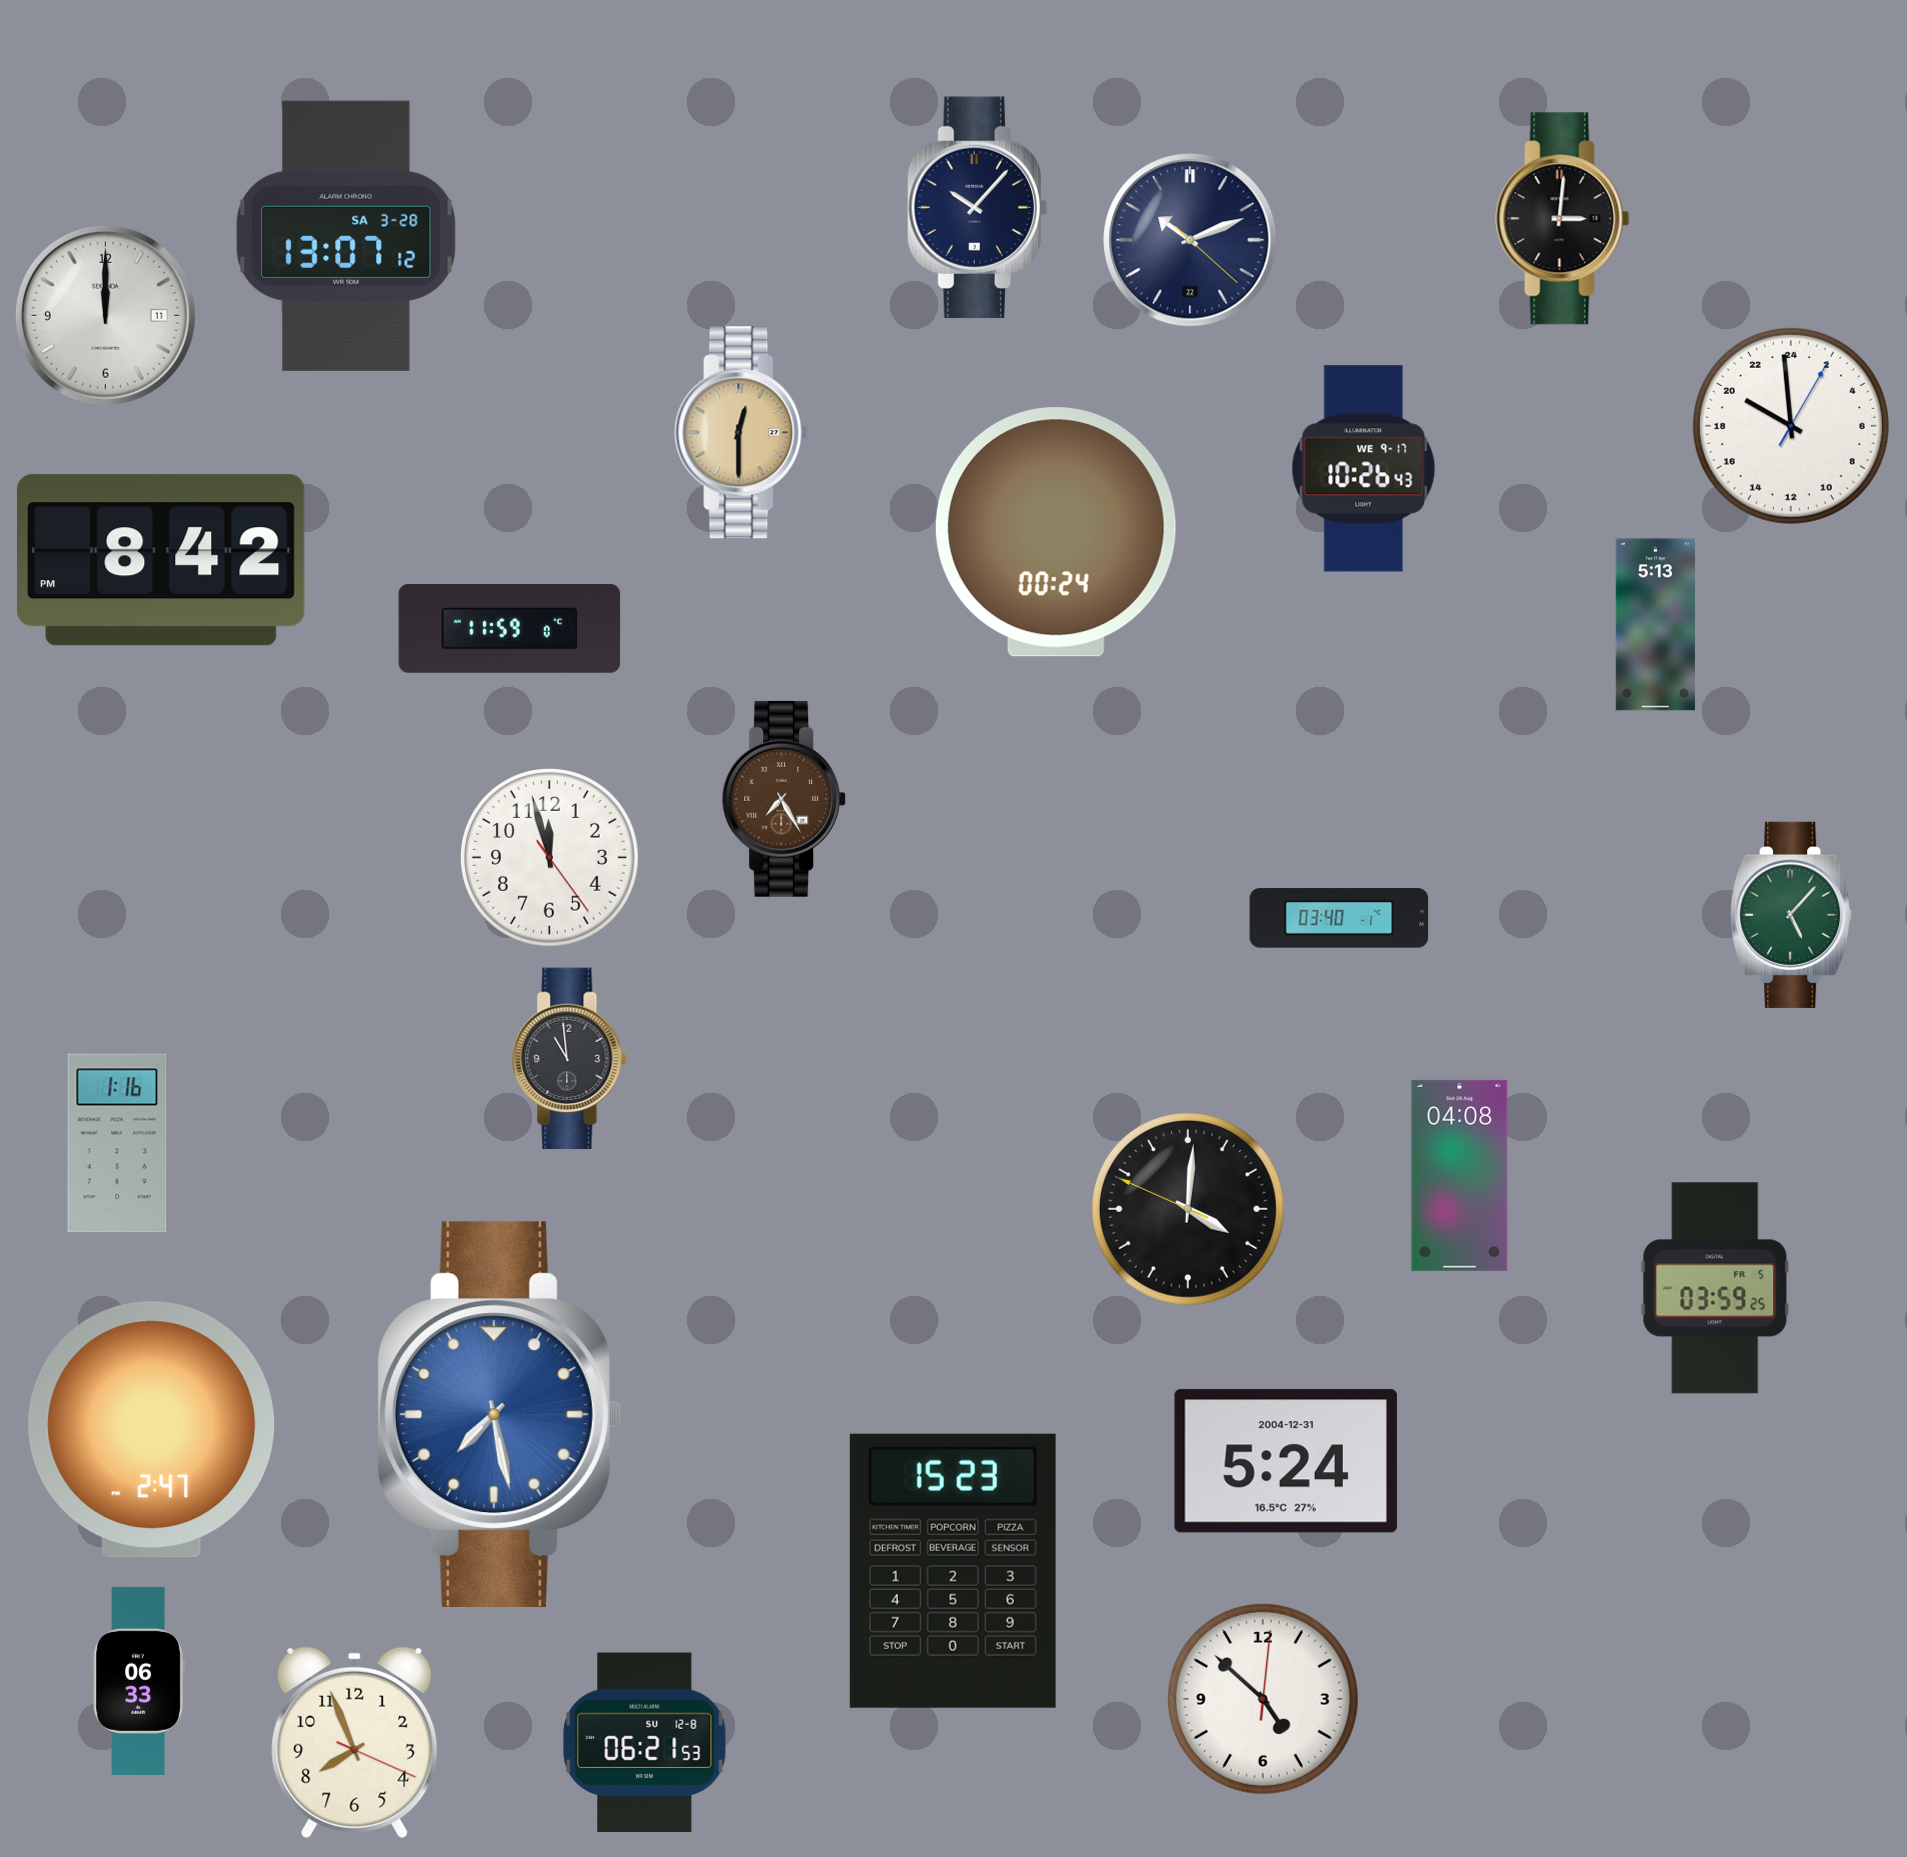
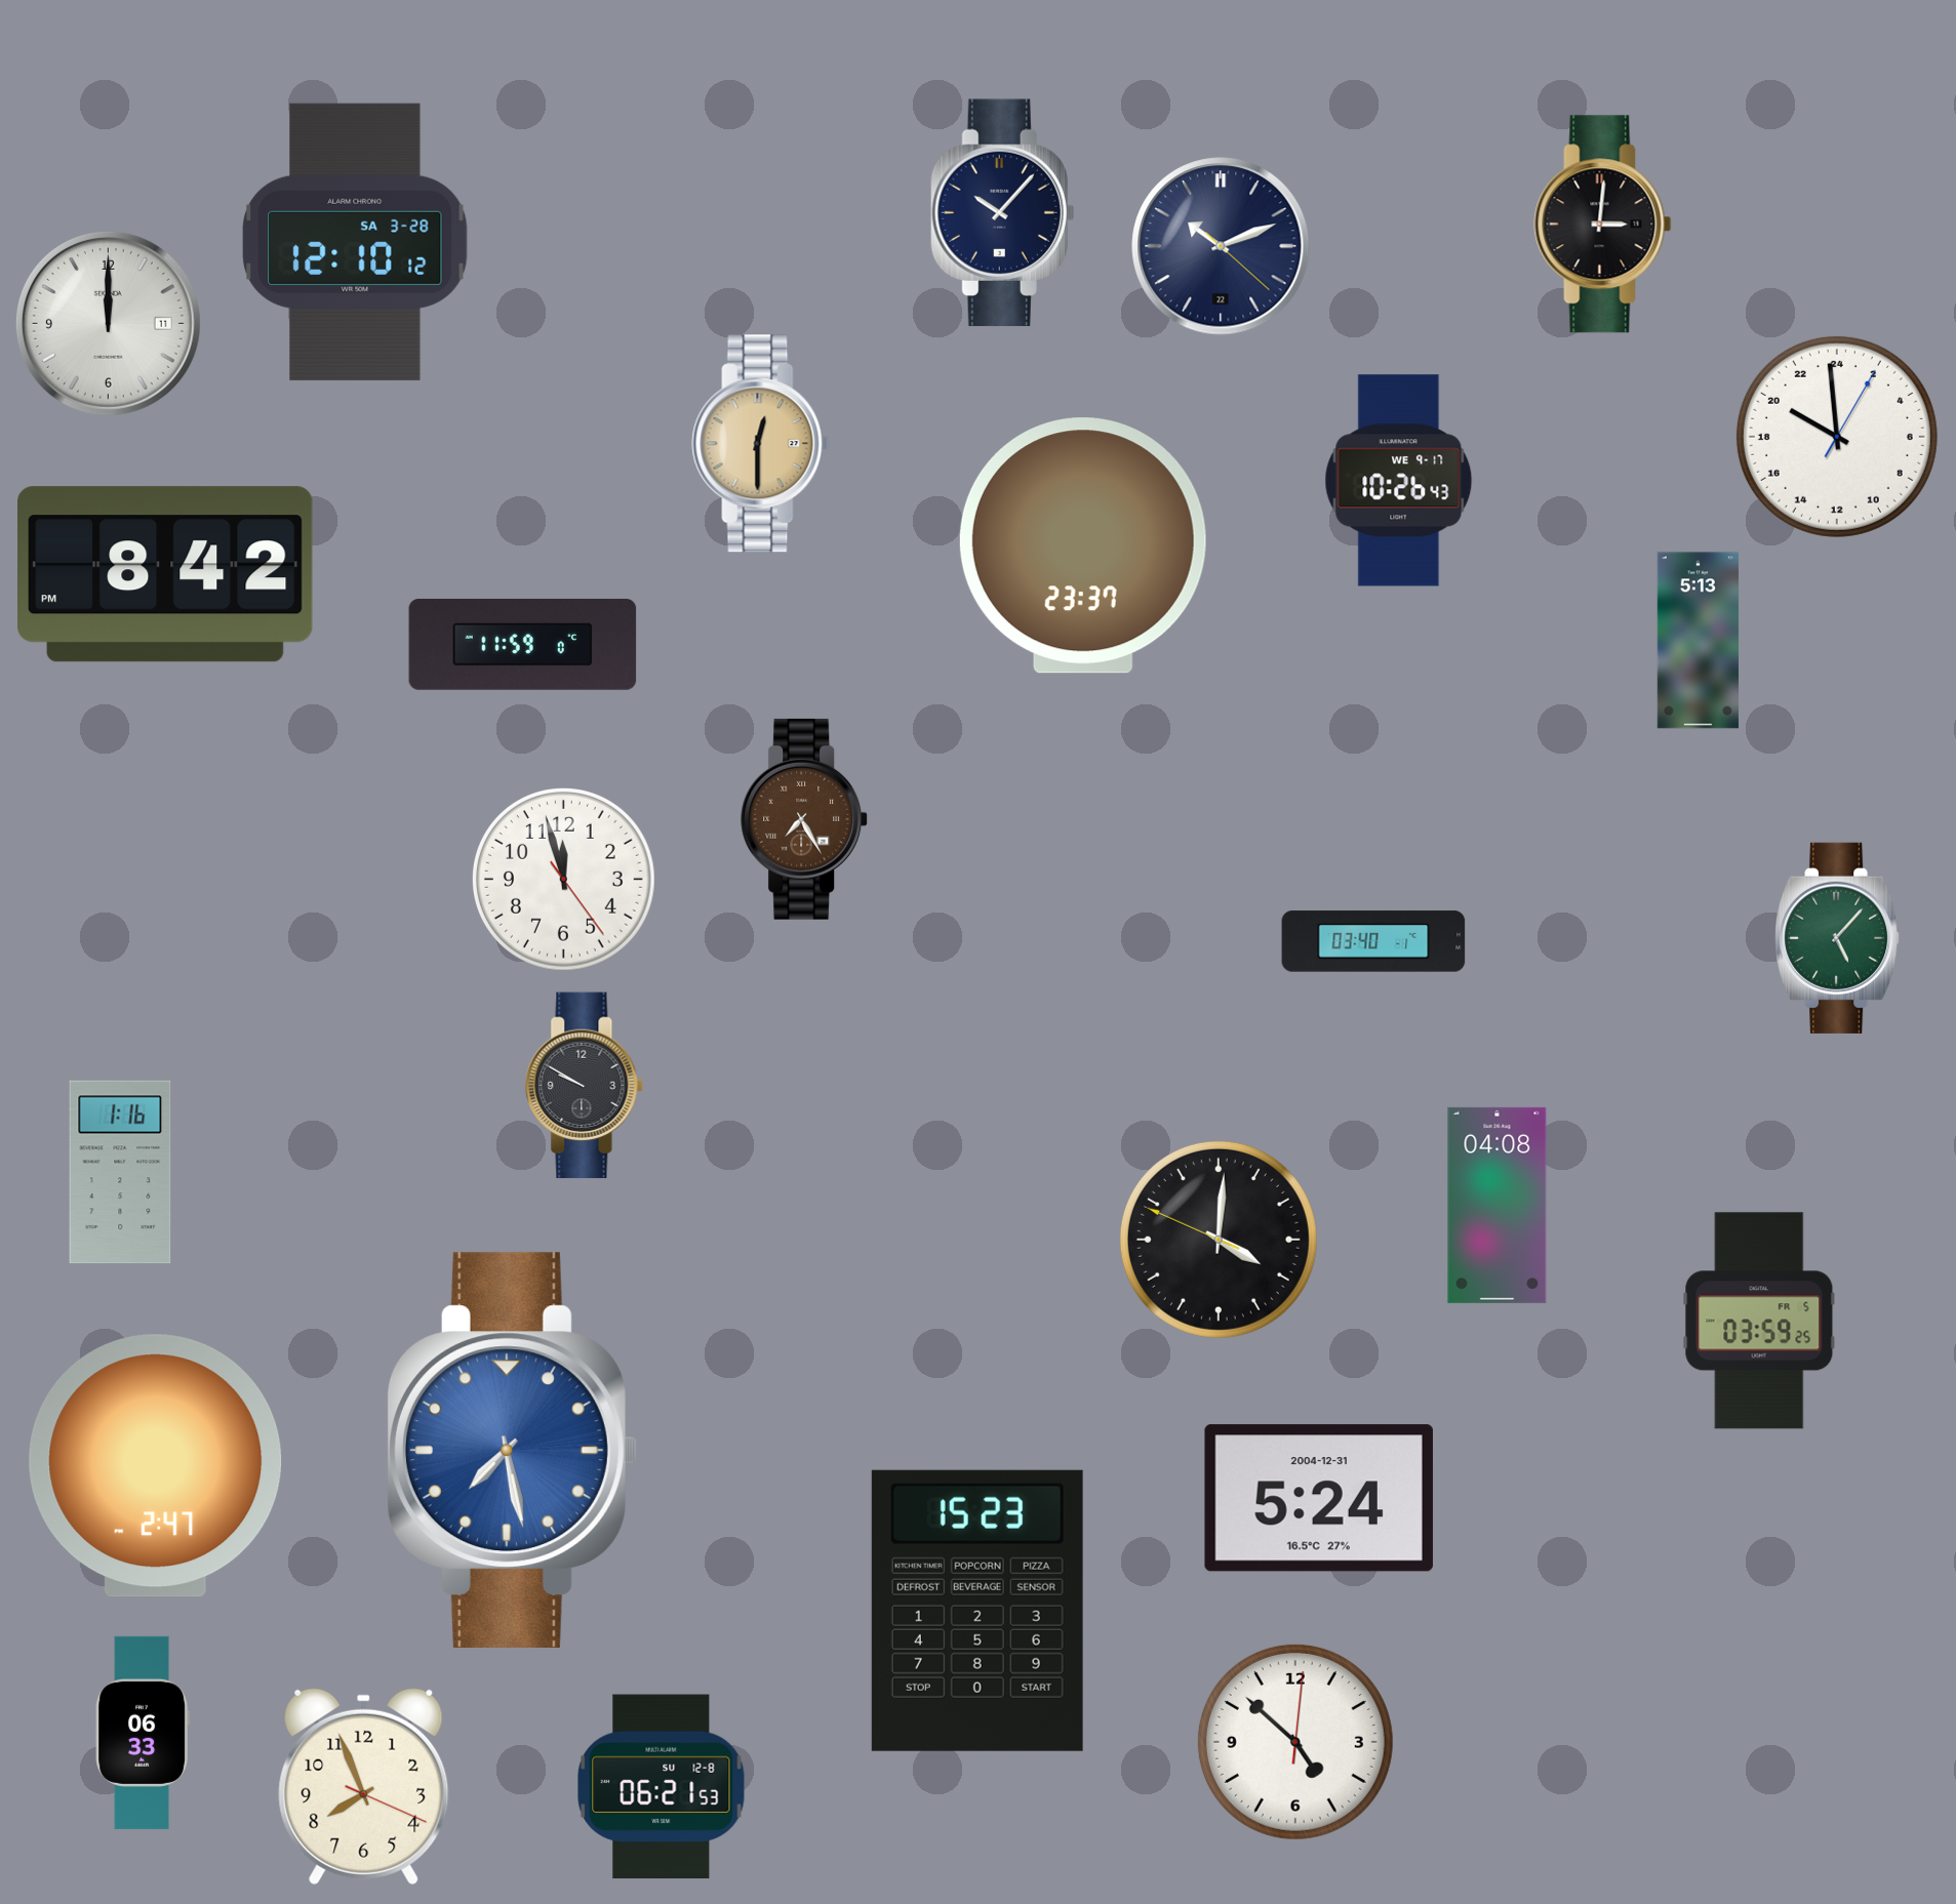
clock at (346, 236): 13:07 -> 12:10
clock at (1056, 532): 00:24 -> 23:37
clock at (570, 1059): 10:59 -> 9:50
clock at (139, 1681) position: (139, 1681) -> (143, 1733)
